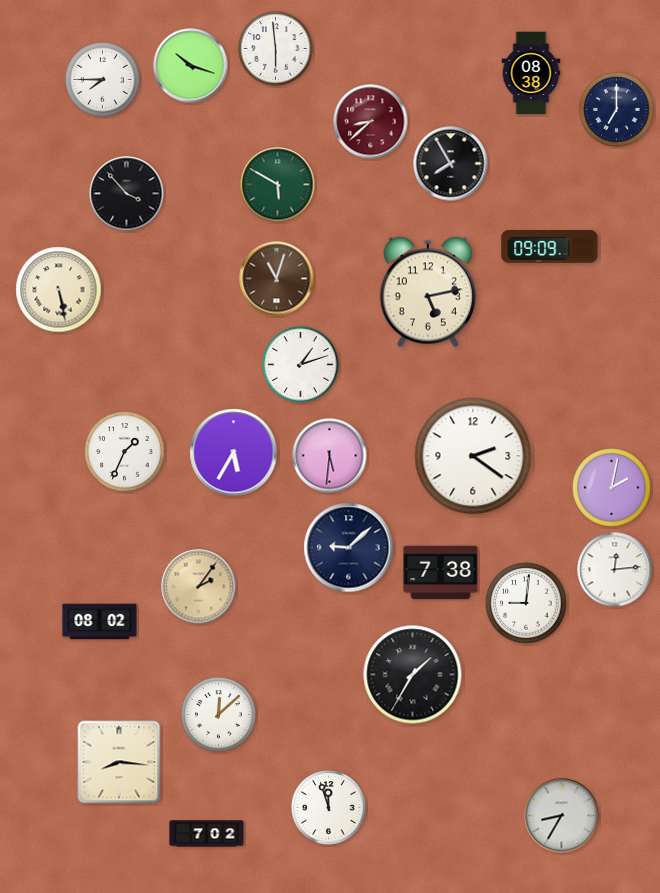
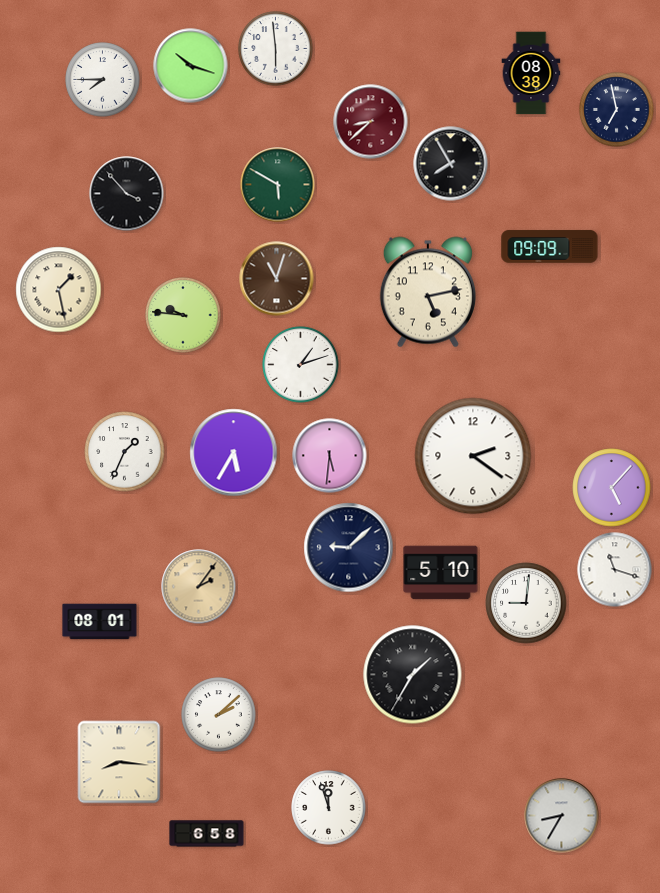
clock at (617, 110): 7:00 -> 6:58
clock at (59, 290): 5:28 -> 1:28
clock at (183, 315): none -> 9:46
clock at (612, 488): 2:02 -> 5:07
clock at (615, 570): 12:14 -> 11:18
clock at (441, 573): 7:38 -> 5:10
clock at (100, 622): 08:02 -> 08:01
clock at (219, 715): 12:08 -> 2:08
clock at (207, 834): 7:02 -> 6:58
